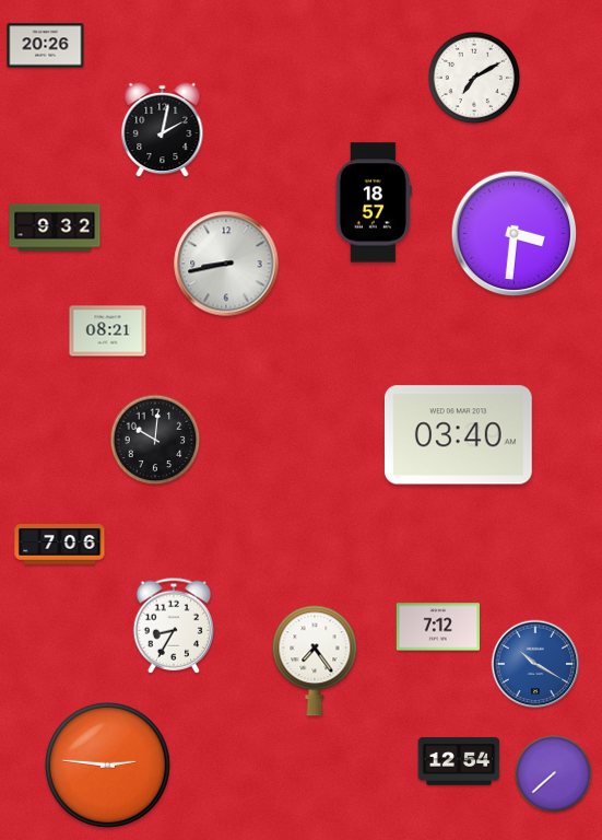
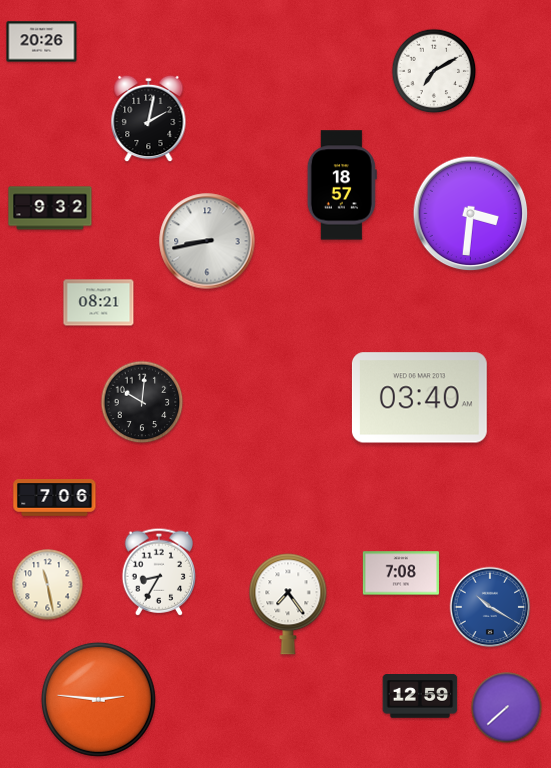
clock at (438, 627): 7:12 -> 7:08
clock at (48, 585): none -> 11:28
clock at (459, 761): 12:54 -> 12:59
